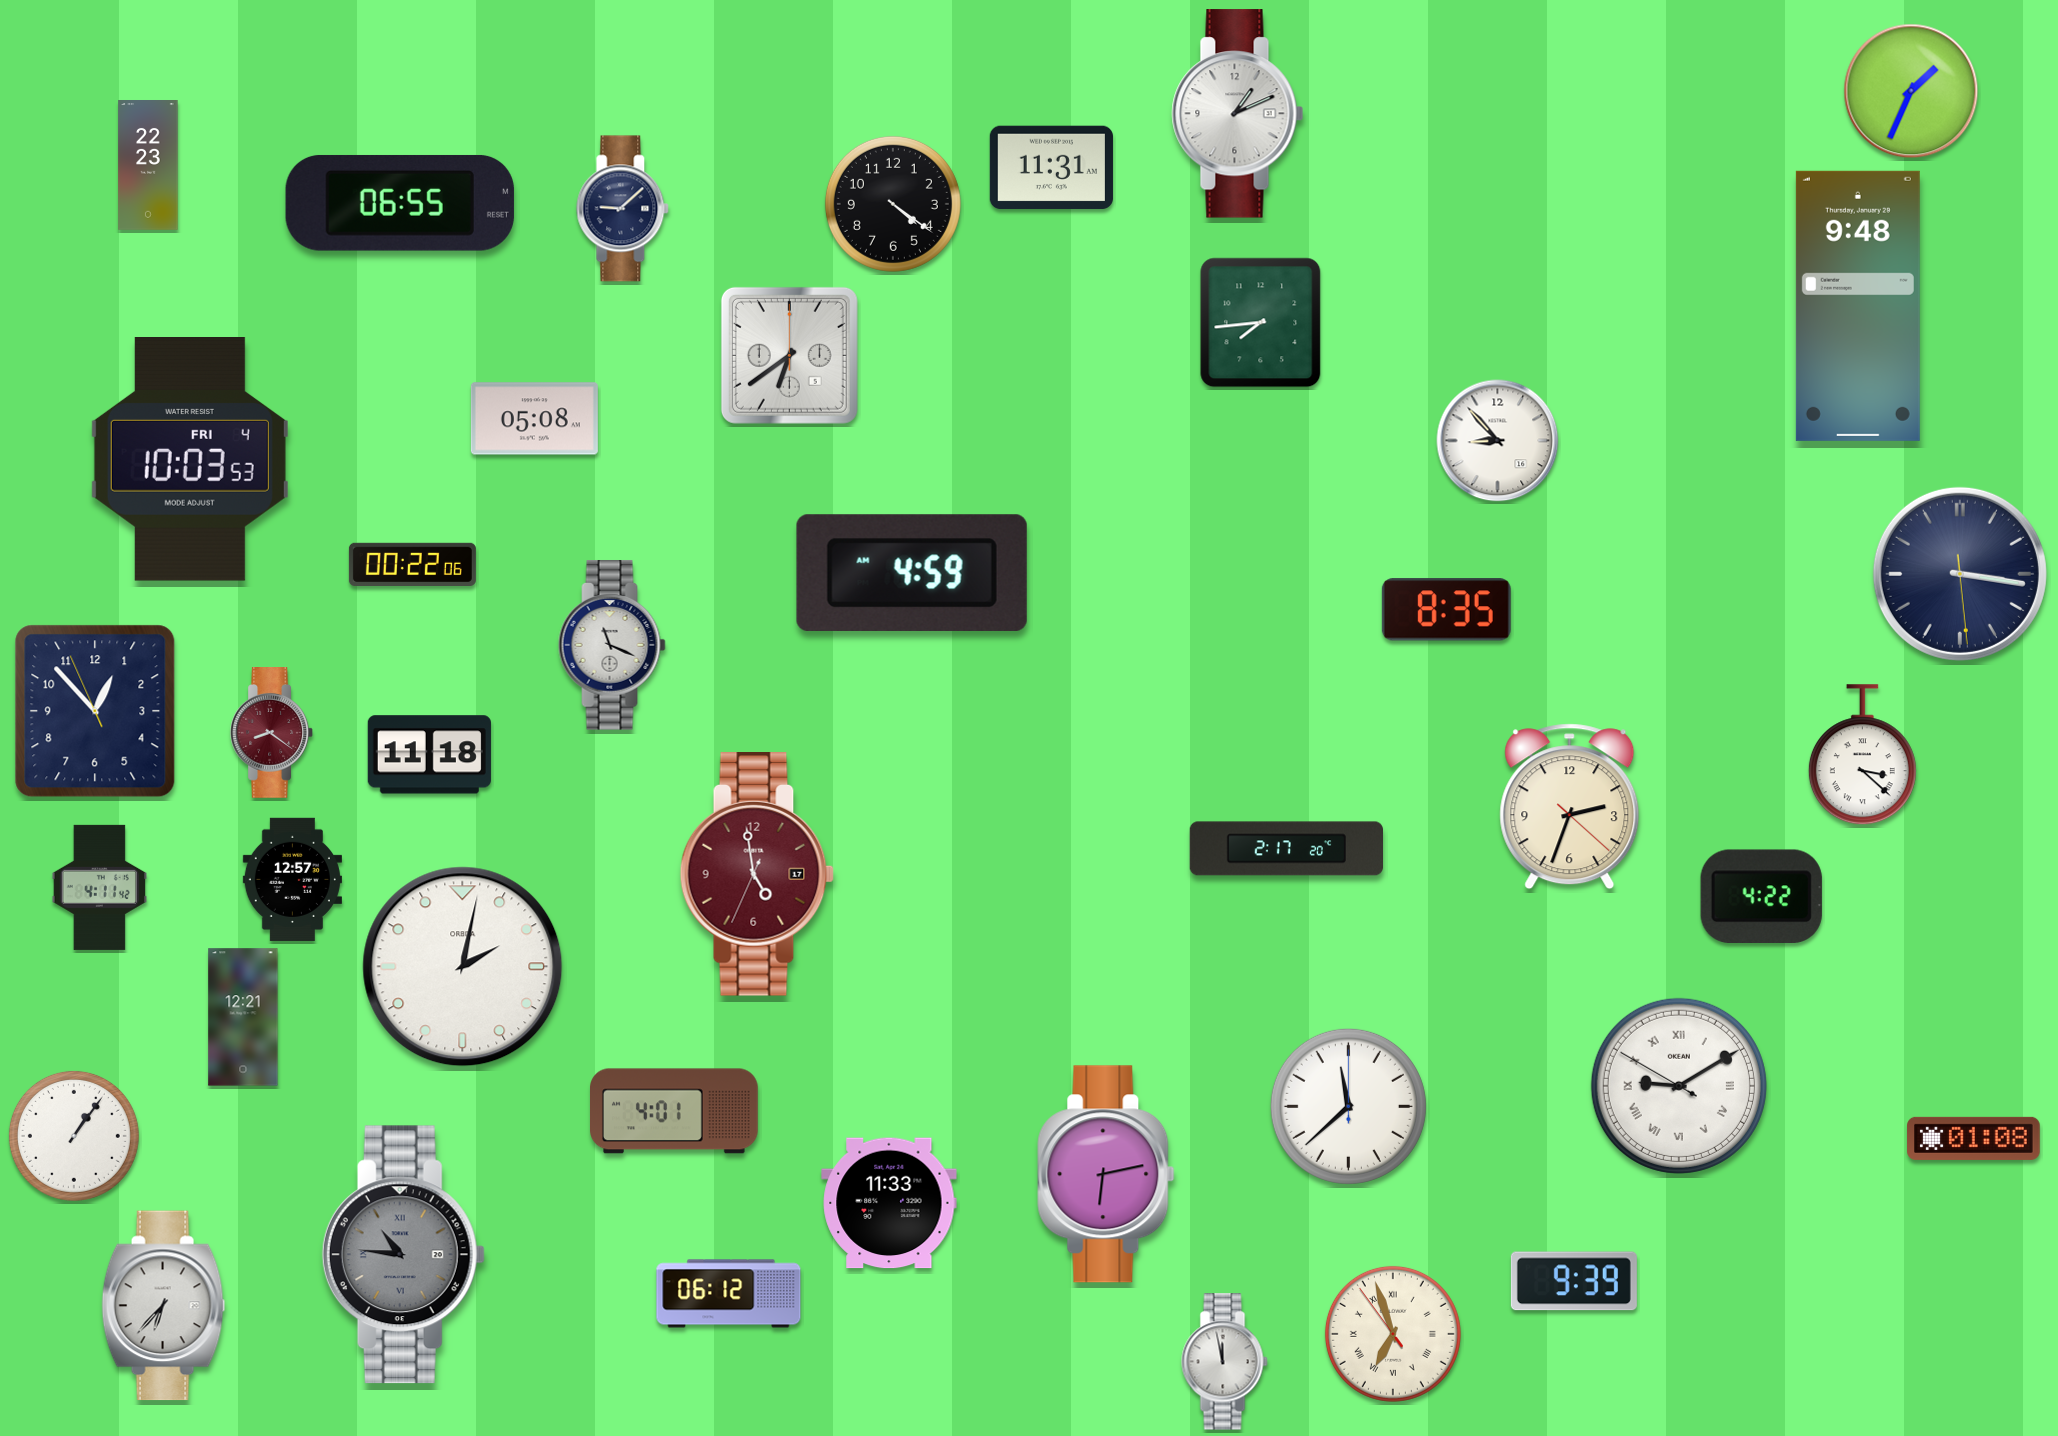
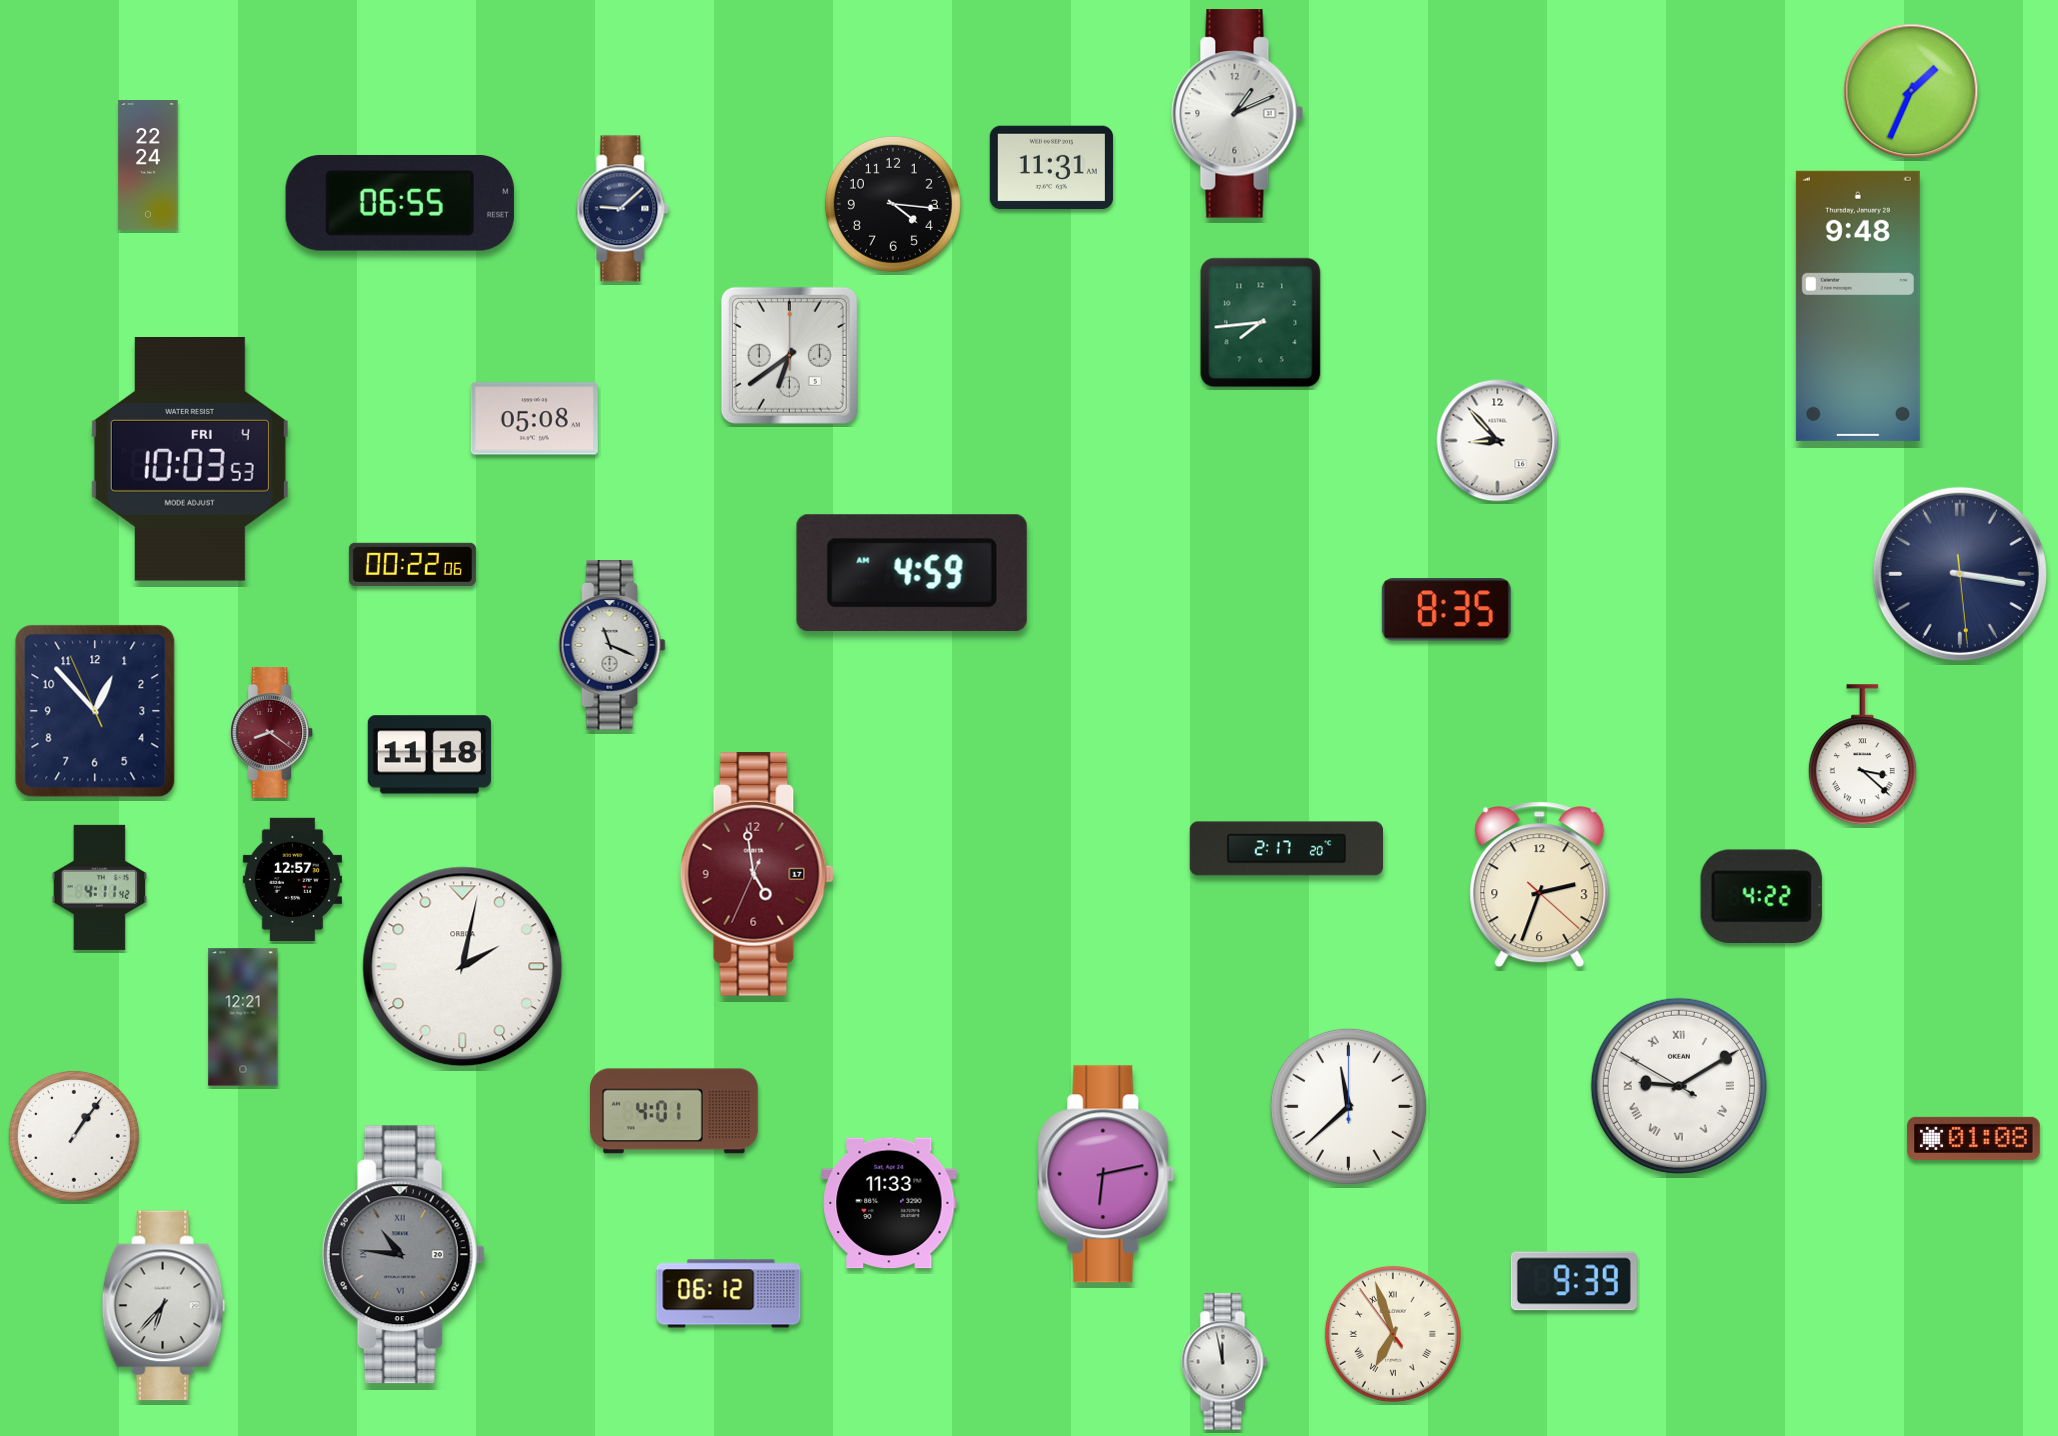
clock at (148, 166): 22:23 -> 22:24
clock at (893, 204): 4:21 -> 4:16
clock at (1570, 807) position: (1570, 807) -> (1540, 885)
